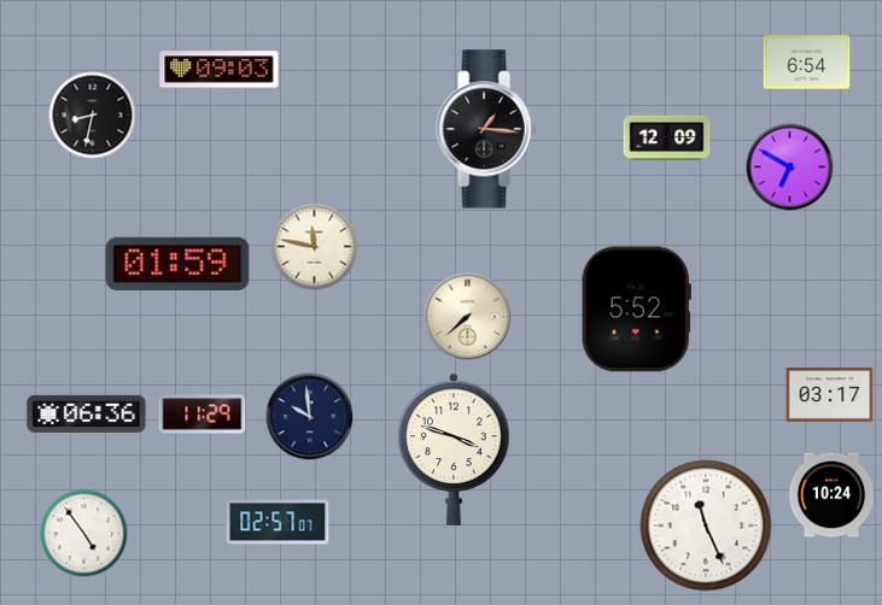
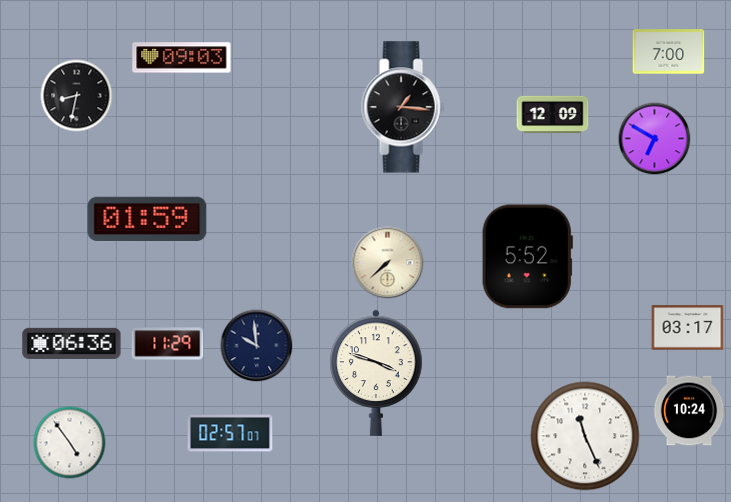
clock at (807, 63): 6:54 -> 7:00
clock at (315, 247): 11:47 -> none
